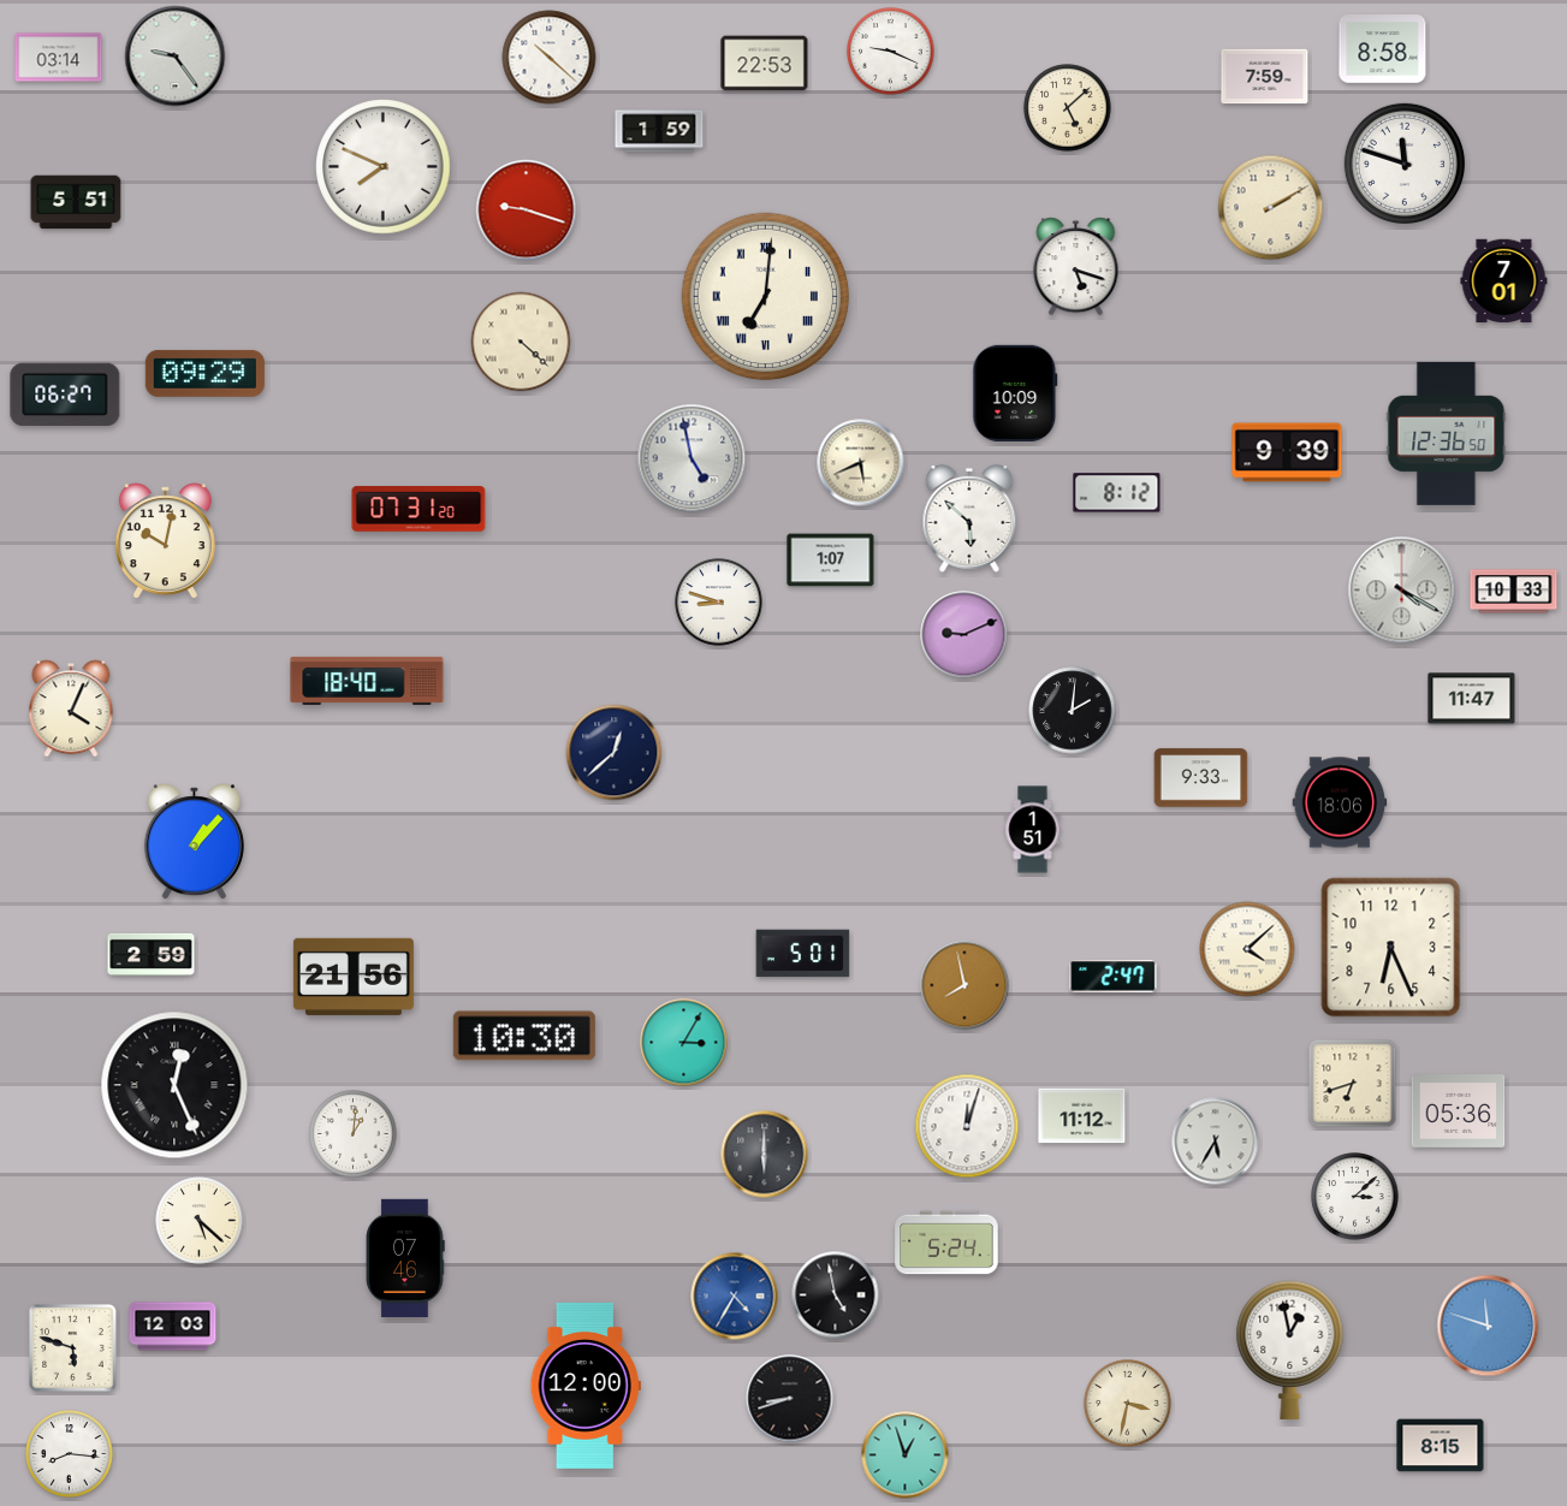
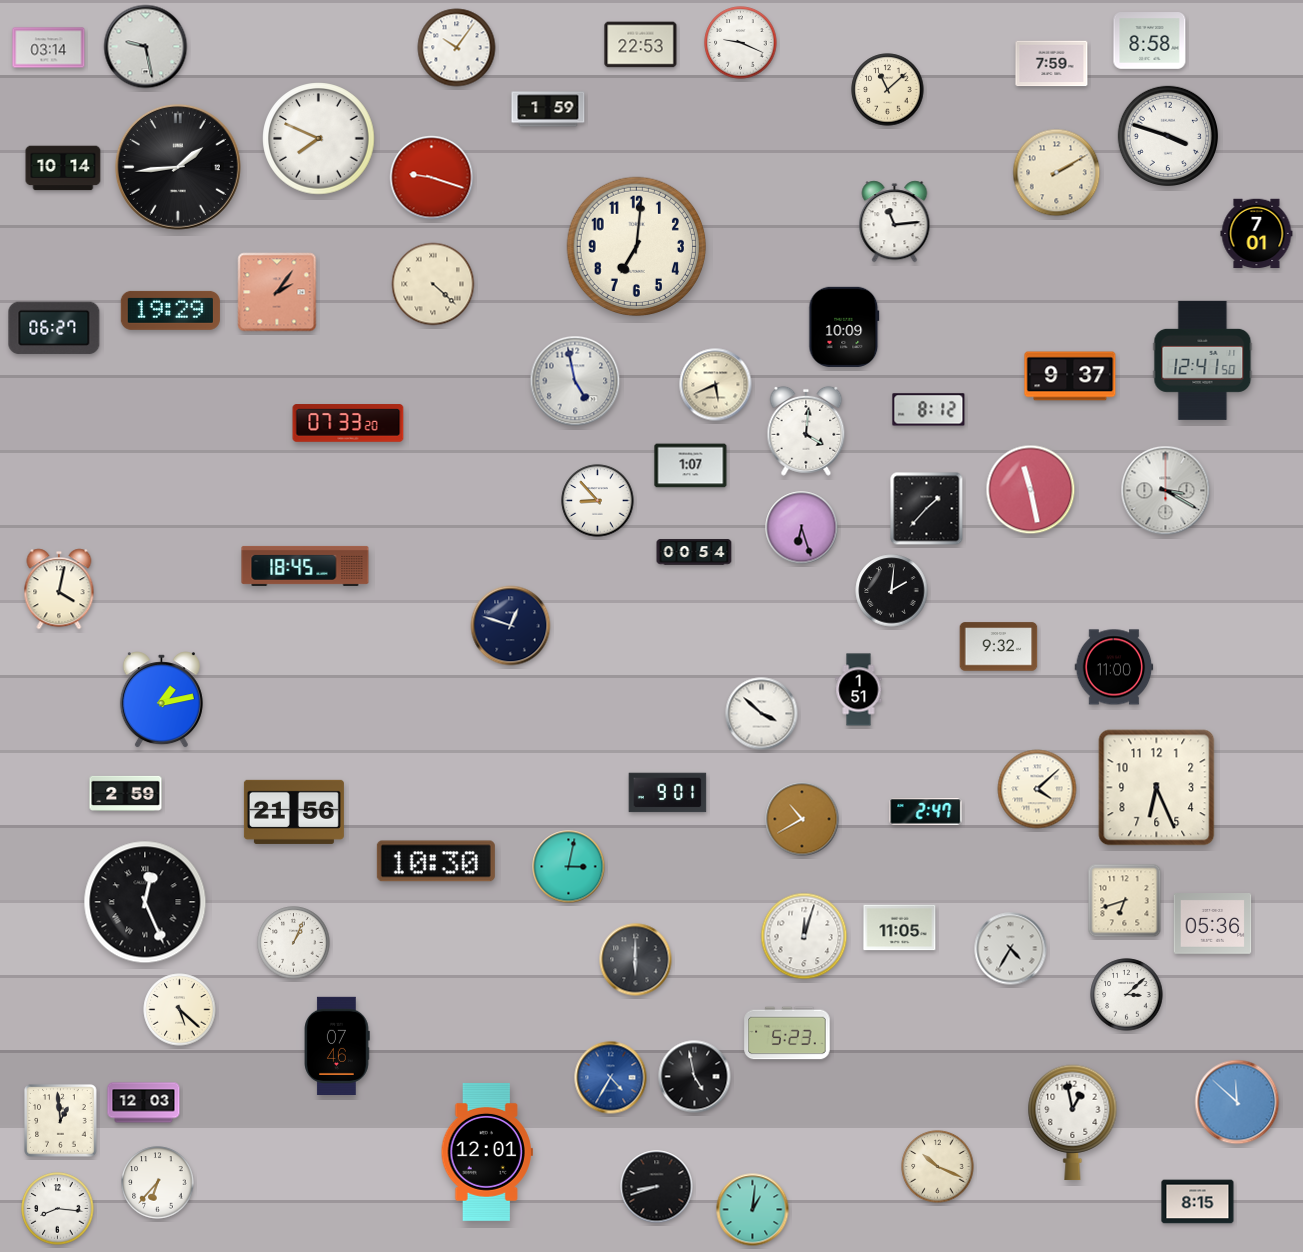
clock at (176, 57): 9:24 -> 9:28
clock at (550, 58): 10:22 -> 10:06
clock at (765, 64) position: (765, 64) -> (641, 45)
clock at (1068, 108): 5:08 -> 11:08
clock at (1403, 162): 11:48 -> 3:48
clock at (178, 167): none -> 1:44
clock at (76, 202): 5:51 -> 10:14
clock at (527, 211) position: (527, 211) -> (432, 178)
clock at (1076, 267): 5:18 -> 11:14
clock at (1504, 281) position: (1504, 281) -> (1257, 234)
clock at (766, 297) numerals: Roman -> Arabic
clock at (277, 292): none -> 2:06
clock at (204, 373): 09:29 -> 19:29
clock at (1447, 433): 12:36 -> 12:41
clock at (1287, 452): 9:39 -> 9:37
clock at (419, 509): 07:31 -> 07:33
clock at (969, 518): 5:52 -> 4:01
clock at (165, 541): 10:02 -> none
clock at (1031, 490): none -> 11:28
clock at (1402, 591): 4:20 -> 3:20
clock at (1514, 592): 10:33 -> none
clock at (719, 603): 8:48 -> 8:53
clock at (927, 509): none -> 1:37
clock at (964, 635): 9:11 -> 6:27
clock at (694, 552): none -> 00:54
clock at (367, 681): 18:40 -> 18:45
clock at (1472, 699): 11:47 -> none
clock at (71, 708): 4:04 -> 4:02
clock at (615, 753): 12:38 -> 12:48
clock at (1201, 778): 9:33 -> 9:32
clock at (1340, 802): 18:06 -> 11:00
clock at (194, 842): 1:07 -> 1:13
clock at (762, 714): none -> 3:52
clock at (803, 954): 5:01 -> 9:01
clock at (964, 985): 7:58 -> 10:40
clock at (684, 1043): 3:05 -> 3:02
clock at (1082, 1116): 11:12 -> 11:05
clock at (354, 1134): 1:01 -> 1:04
clock at (1216, 1142): 5:35 -> 4:35
clock at (200, 1221) position: (200, 1221) -> (180, 1010)
clock at (946, 1243): 5:24 -> 5:23
clock at (1488, 1326): 11:48 -> 11:52
clock at (73, 1348): 5:48 -> 12:59
clock at (586, 1386): 12:00 -> 12:01
clock at (790, 1399) position: (790, 1399) -> (657, 1187)
clock at (1128, 1404): 3:32 -> 10:19
clock at (158, 1183): none -> 6:37
clock at (906, 1455): 12:57 -> 1:01
